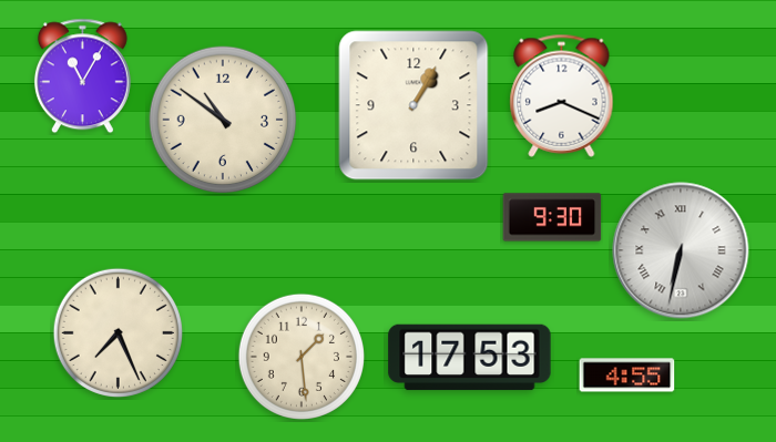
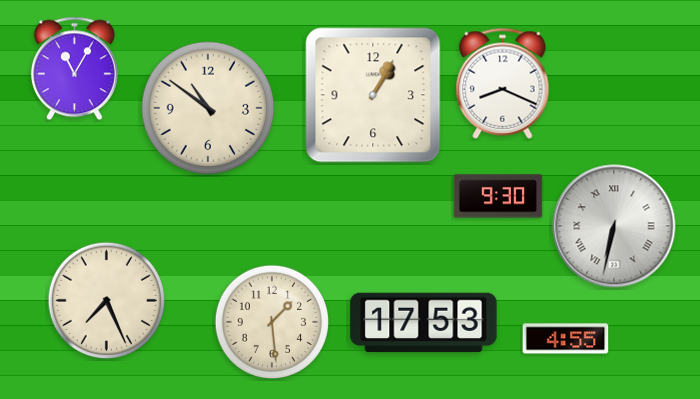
clock at (562, 95) position: (562, 95) -> (503, 83)
clock at (223, 120) position: (223, 120) -> (208, 108)
